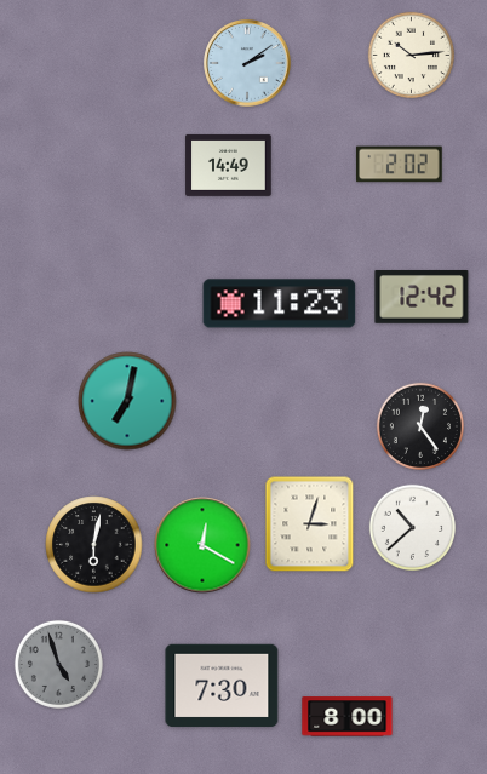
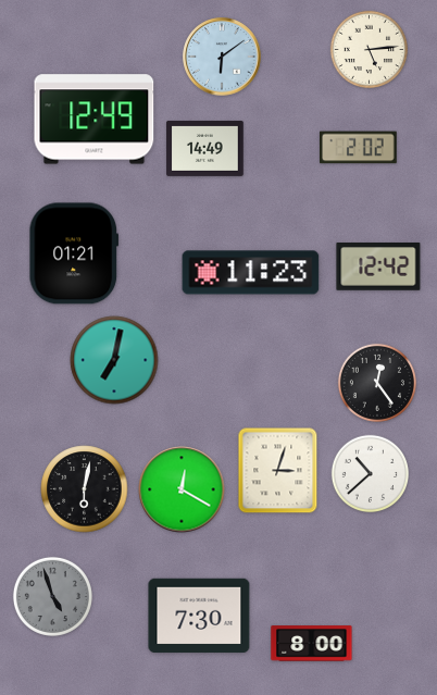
clock at (411, 55): 10:14 -> 5:14
clock at (247, 63): 2:09 -> 6:09
clock at (95, 120): none -> 12:49
clock at (74, 253): none -> 01:21
